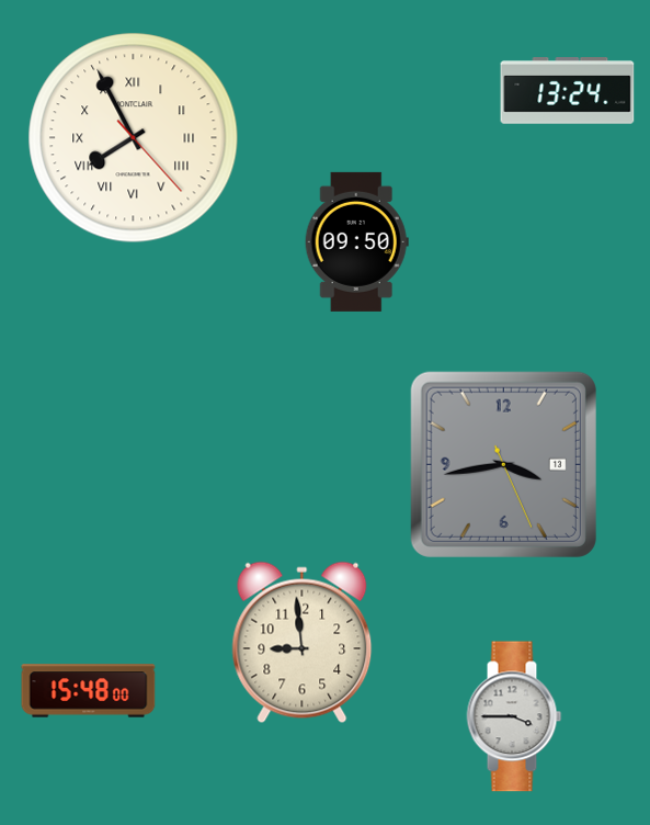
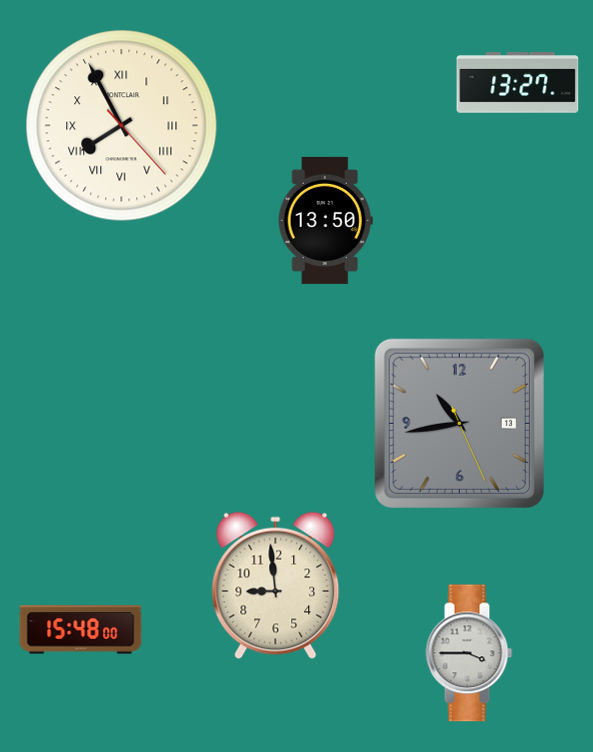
clock at (568, 91): 13:24 -> 13:27
clock at (356, 241): 09:50 -> 13:50
clock at (503, 464): 3:43 -> 10:43
